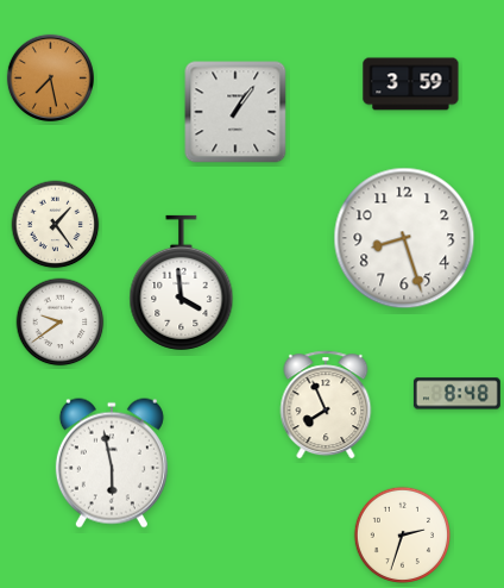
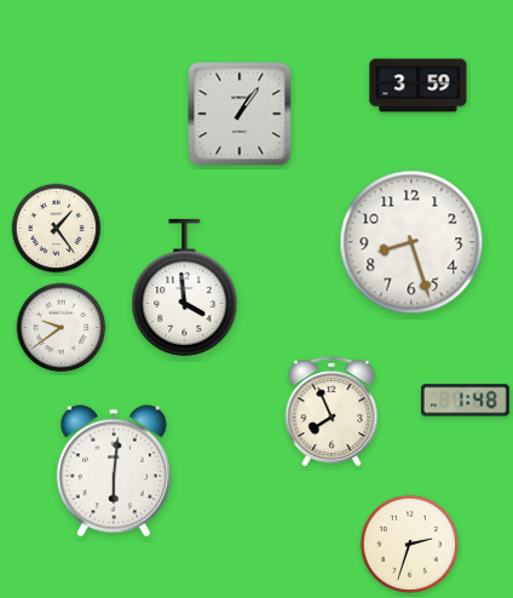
clock at (50, 77): 7:28 -> none
clock at (456, 394): 8:48 -> 1:48
clock at (112, 463): 5:58 -> 6:01
